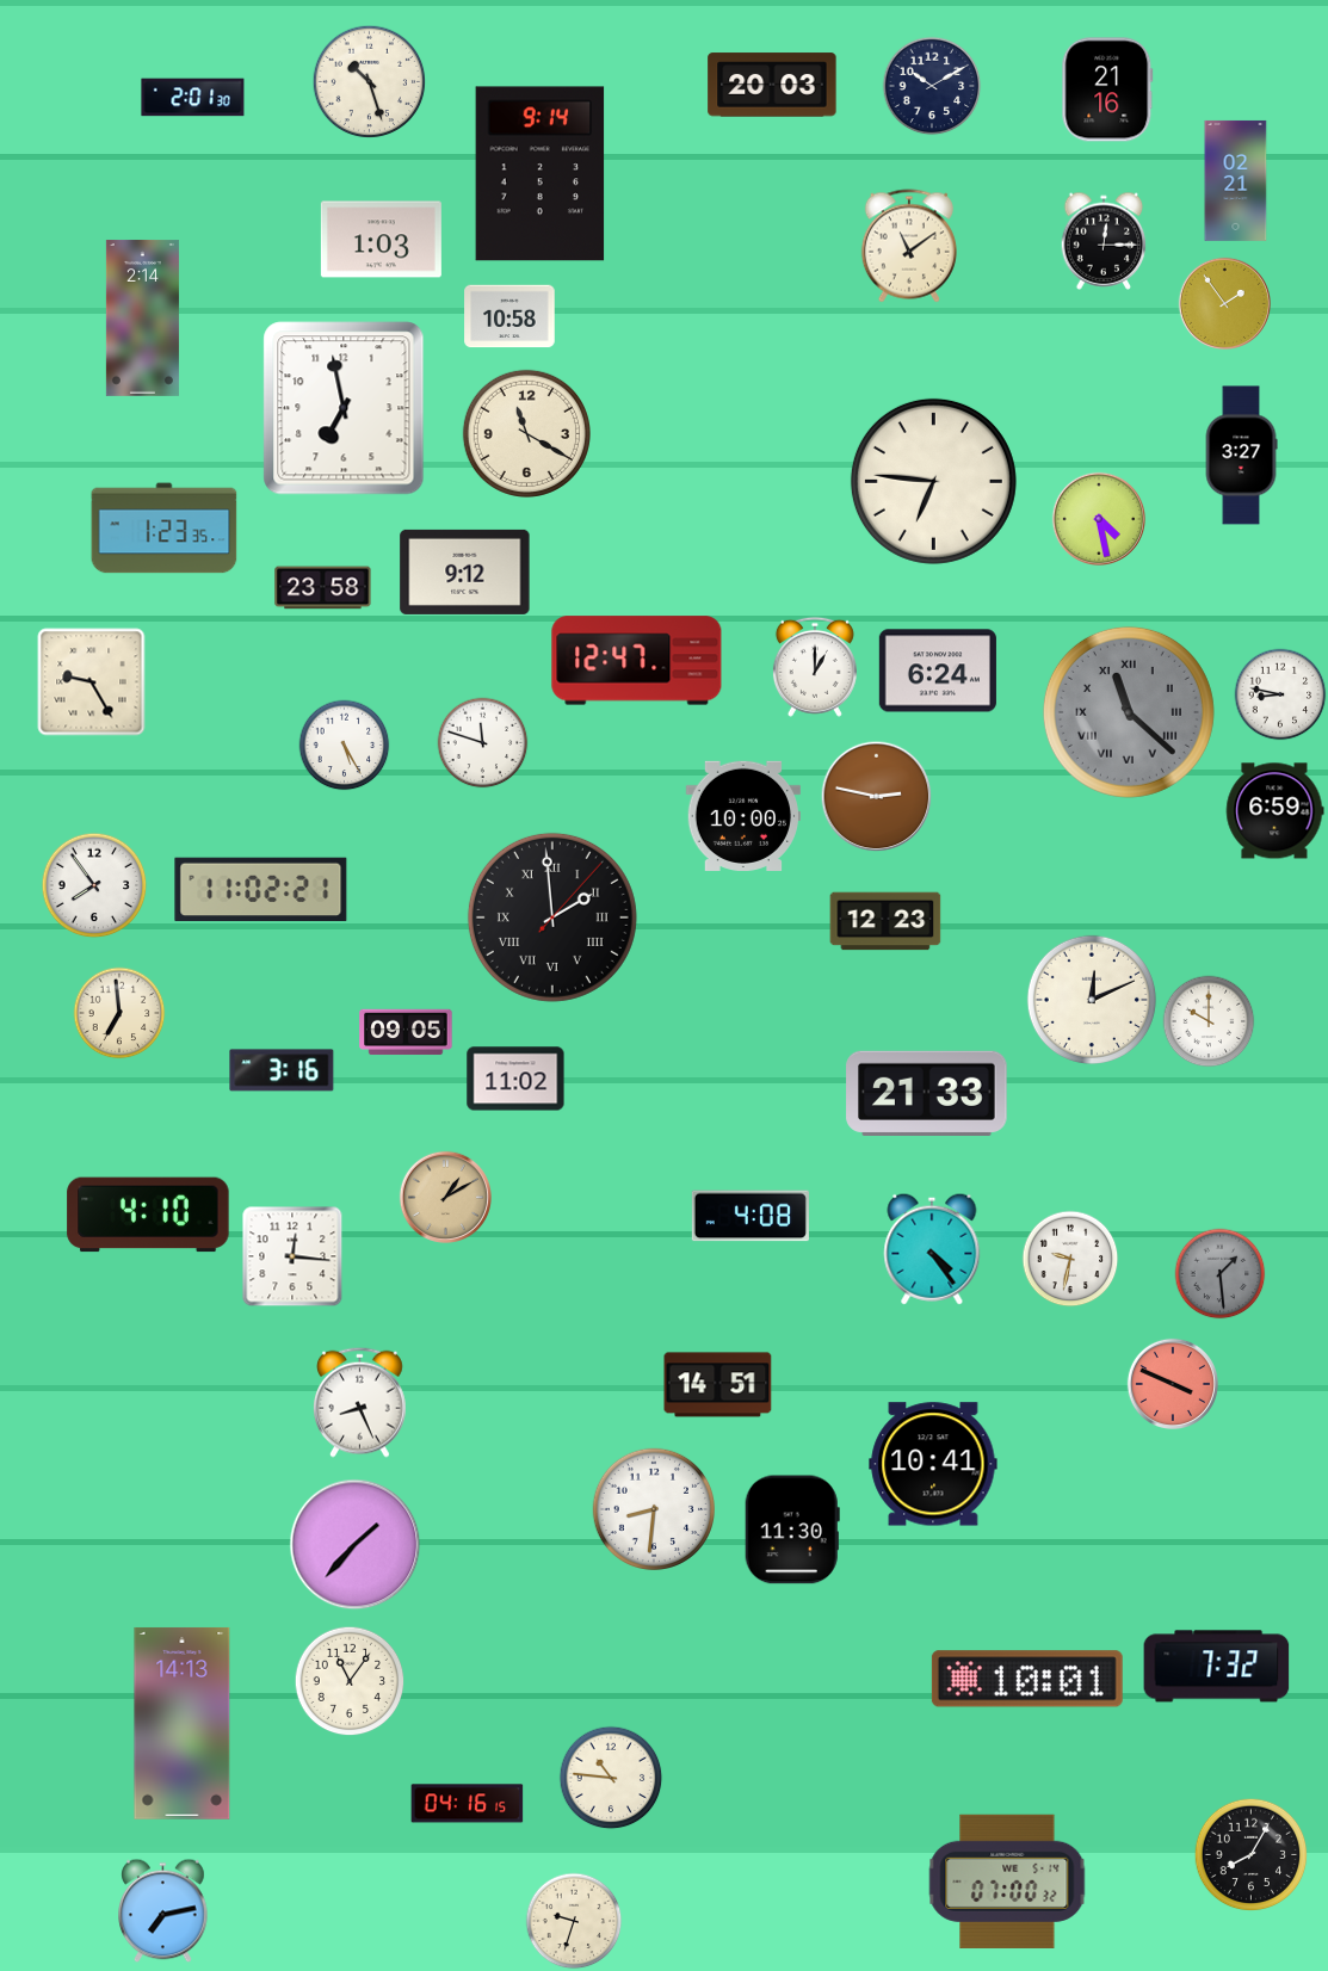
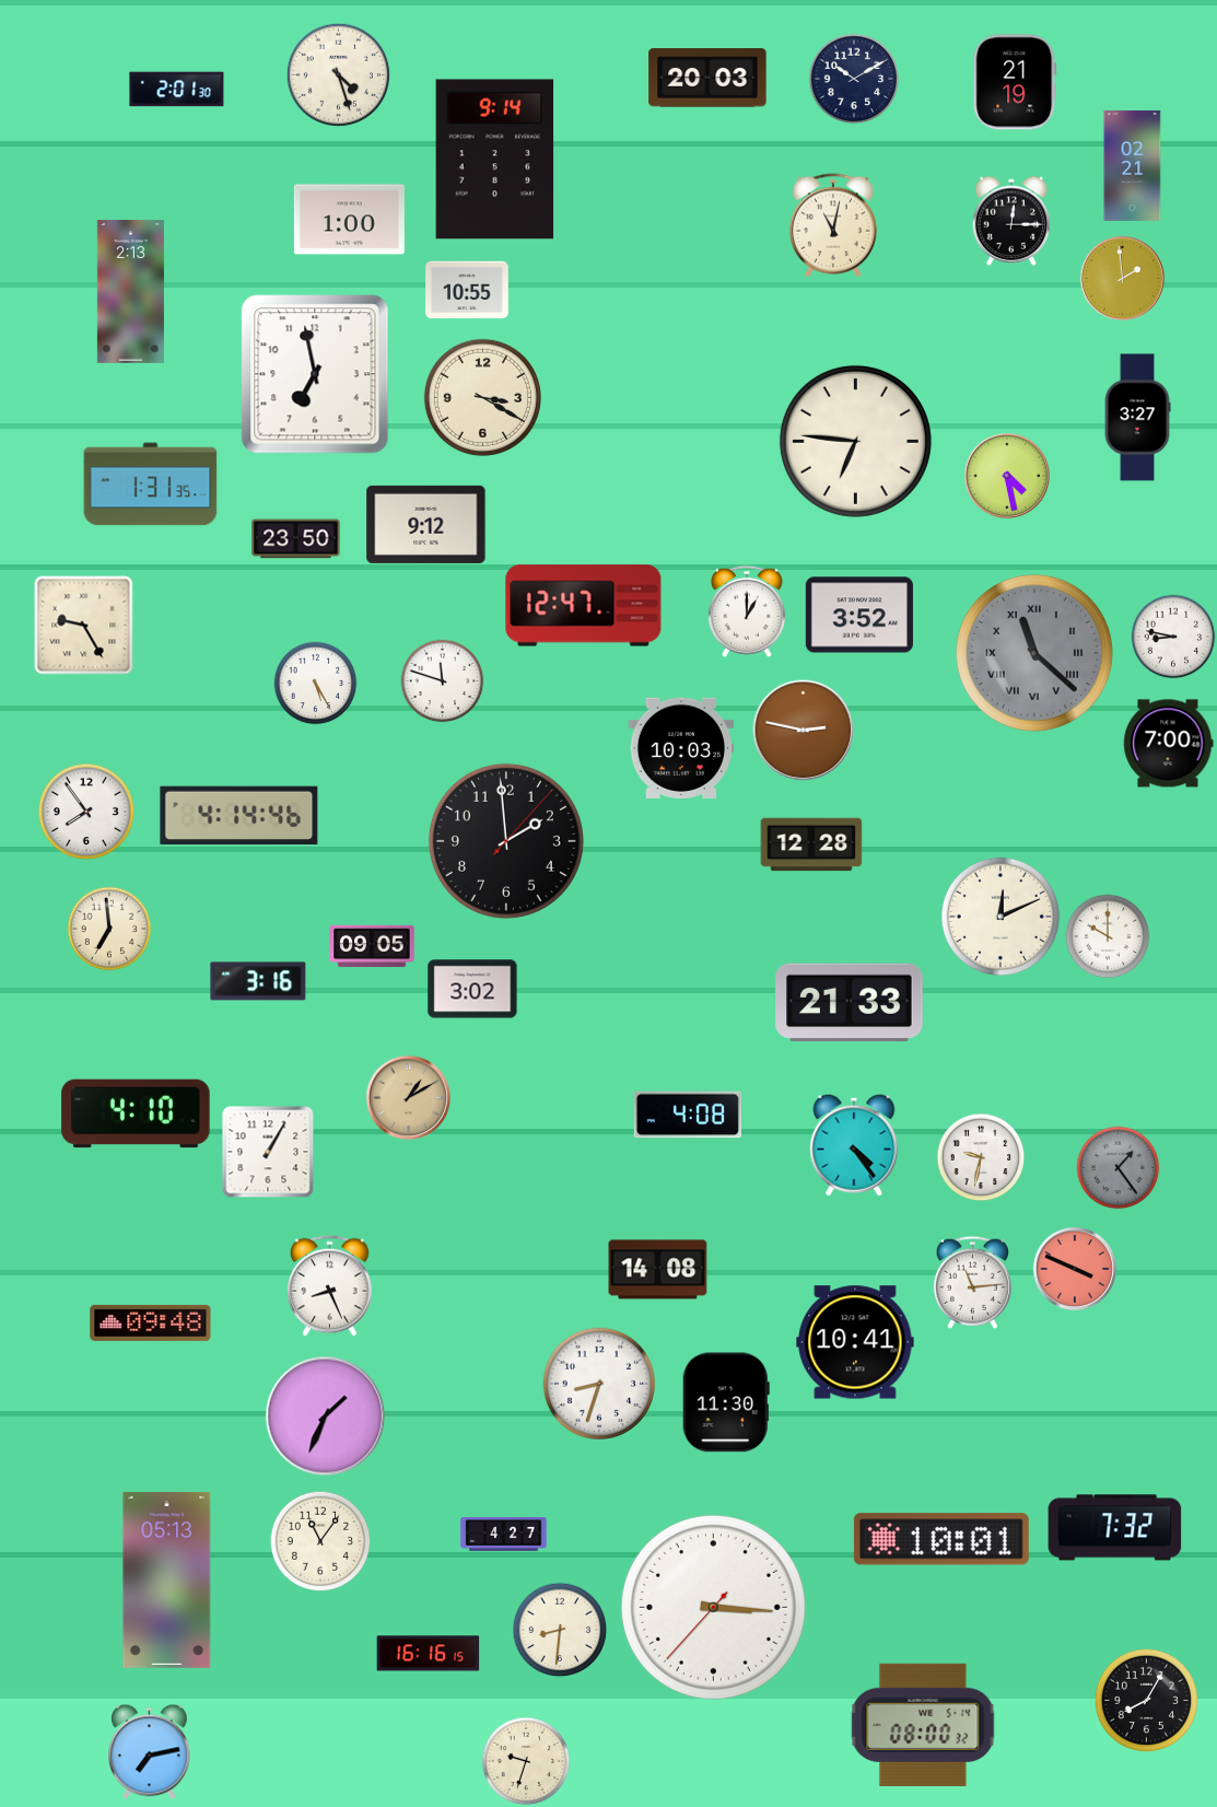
clock at (370, 82): 10:27 -> 4:27
clock at (1107, 89): 21:16 -> 21:19
clock at (381, 240): 1:03 -> 1:00
clock at (909, 246): 11:09 -> 11:02
clock at (1224, 303): 1:54 -> 1:59
clock at (509, 316): 10:58 -> 10:55
clock at (142, 317): 2:14 -> 2:13
clock at (526, 433): 11:20 -> 3:20
clock at (165, 529): 1:23 -> 1:31
clock at (323, 588): 23:58 -> 23:50
clock at (938, 671): 6:24 -> 3:52
clock at (1274, 811): 6:59 -> 7:00
clock at (742, 816): 10:00 -> 10:03
clock at (261, 890): 11:02 -> 4:14
clock at (552, 917) numerals: Roman -> Arabic
clock at (885, 921): 12:23 -> 12:28
clock at (515, 1079): 11:02 -> 3:02
clock at (292, 1256): 12:16 -> 1:05
clock at (1070, 1259) position: (1070, 1259) -> (981, 1157)
clock at (1221, 1274): 1:29 -> 1:24
clock at (718, 1385): 14:51 -> 14:08
clock at (972, 1282): none -> 11:14
clock at (151, 1322): none -> 09:48
clock at (653, 1508): 8:31 -> 8:33
clock at (356, 1545): 1:37 -> 1:34
clock at (504, 1535): none -> 4:27
clock at (183, 1723): 14:13 -> 05:13
clock at (713, 1607): none -> 3:15
clock at (611, 1778): 10:46 -> 8:31
clock at (468, 1804): 04:16 -> 16:16
clock at (1007, 1882): 07:00 -> 08:00
